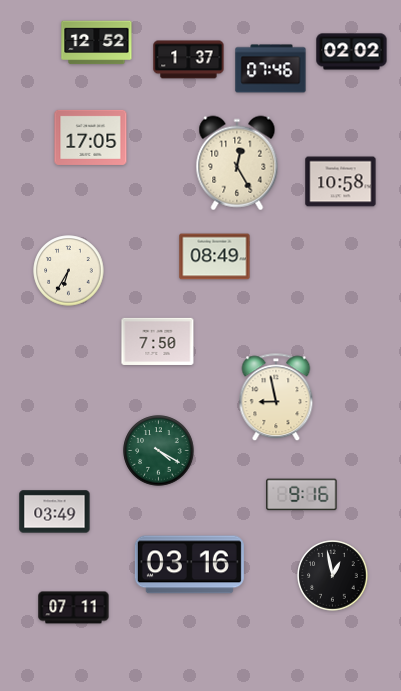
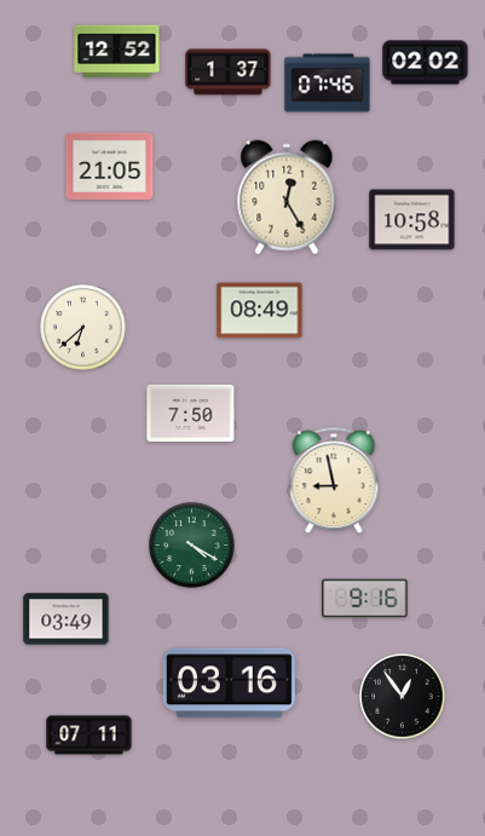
clock at (91, 137): 17:05 -> 21:05
clock at (69, 271): 6:35 -> 6:38
clock at (333, 576): 12:58 -> 12:54
